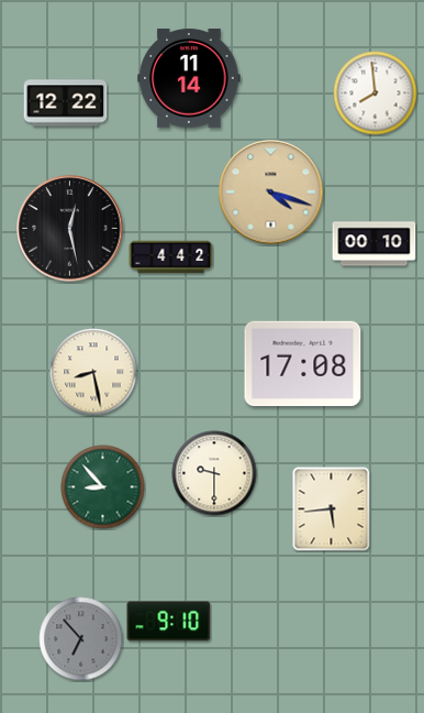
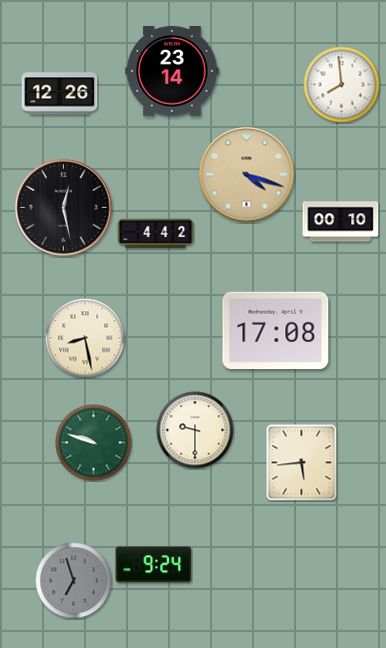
clock at (189, 78): 11:14 -> 23:14
clock at (66, 103): 12:22 -> 12:26
clock at (103, 487): 8:53 -> 9:48
clock at (169, 622): 9:10 -> 9:24
clock at (81, 639): 6:53 -> 6:57
